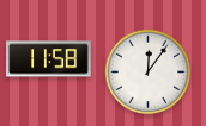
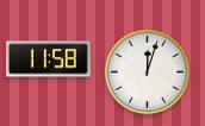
clock at (149, 73): 12:06 -> 12:03
